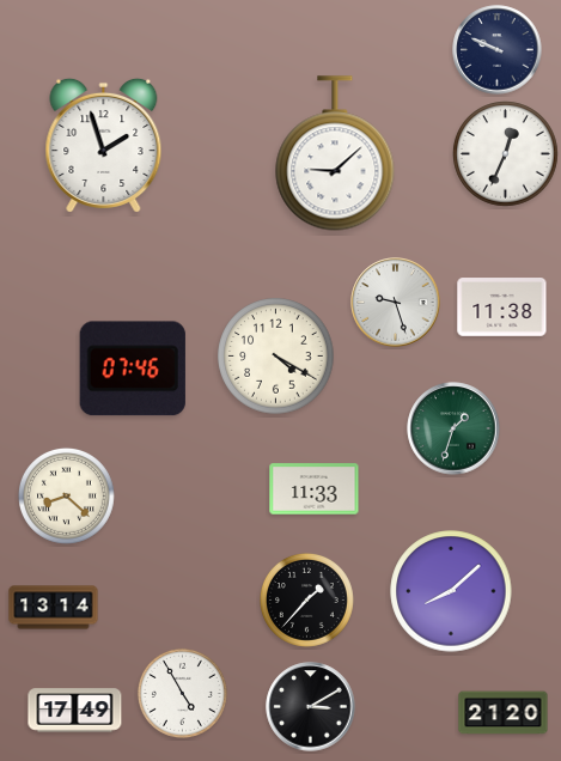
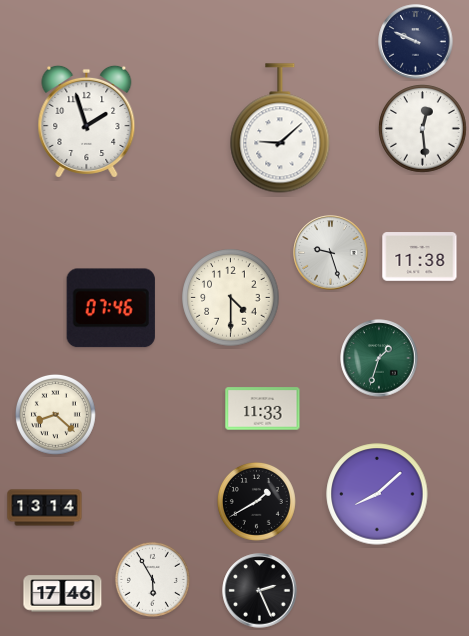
clock at (506, 154): 12:34 -> 12:29
clock at (276, 357): 4:20 -> 4:30
clock at (306, 599): 1:37 -> 1:40
clock at (182, 693): 4:55 -> 5:55
clock at (311, 707): 3:10 -> 2:26
clock at (75, 711): 17:49 -> 17:46
clock at (504, 713): 21:20 -> none
